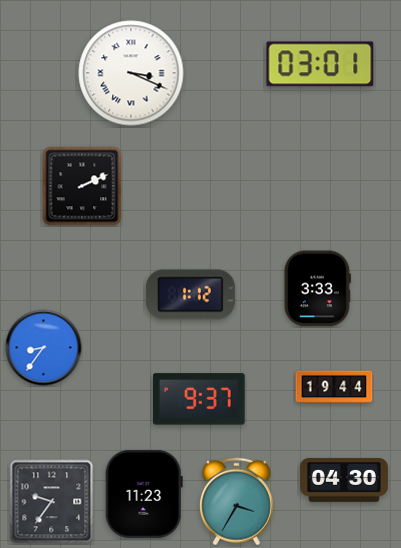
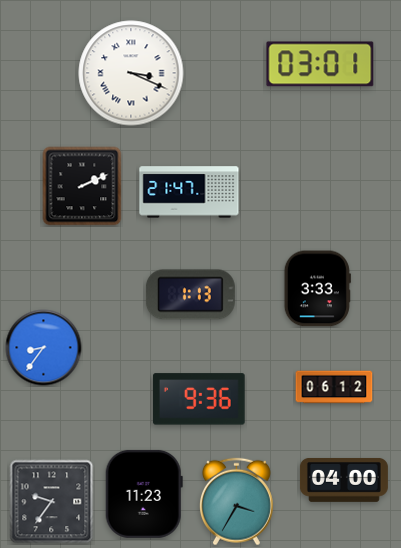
clock at (189, 192): none -> 21:47
clock at (190, 295): 1:12 -> 1:13
clock at (334, 387): 19:44 -> 06:12
clock at (200, 399): 9:37 -> 9:36
clock at (344, 480): 04:30 -> 04:00
